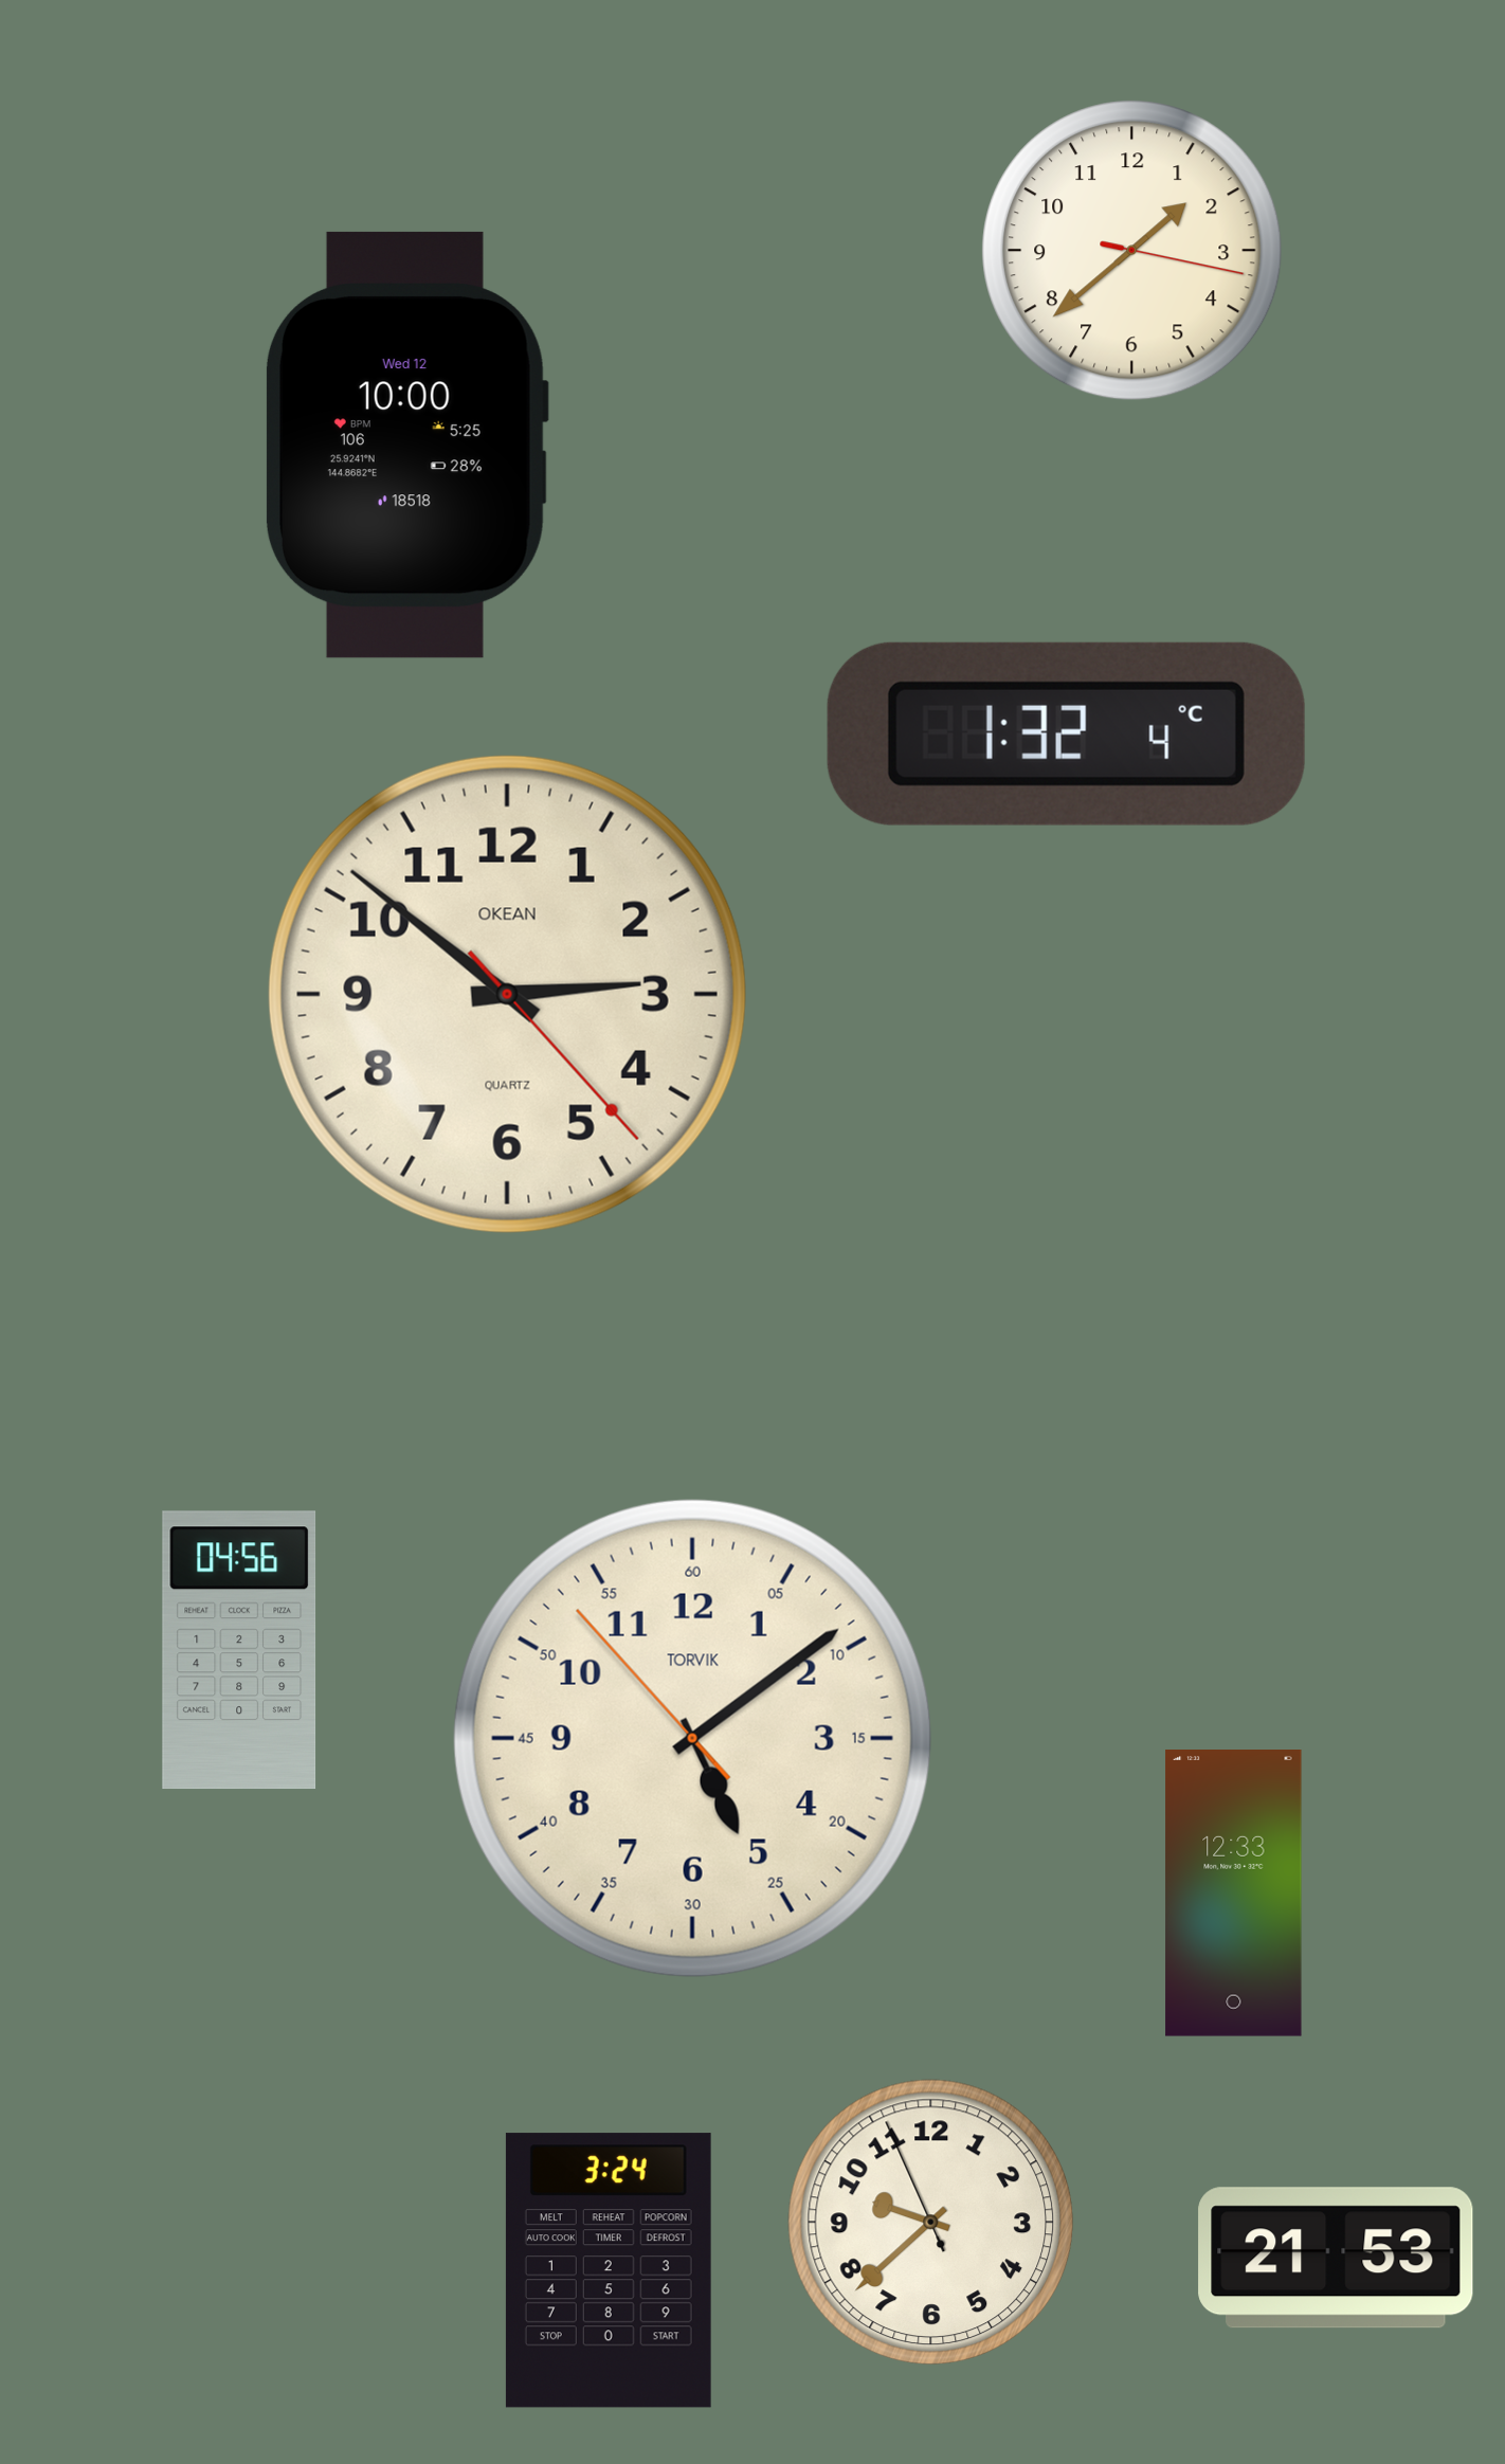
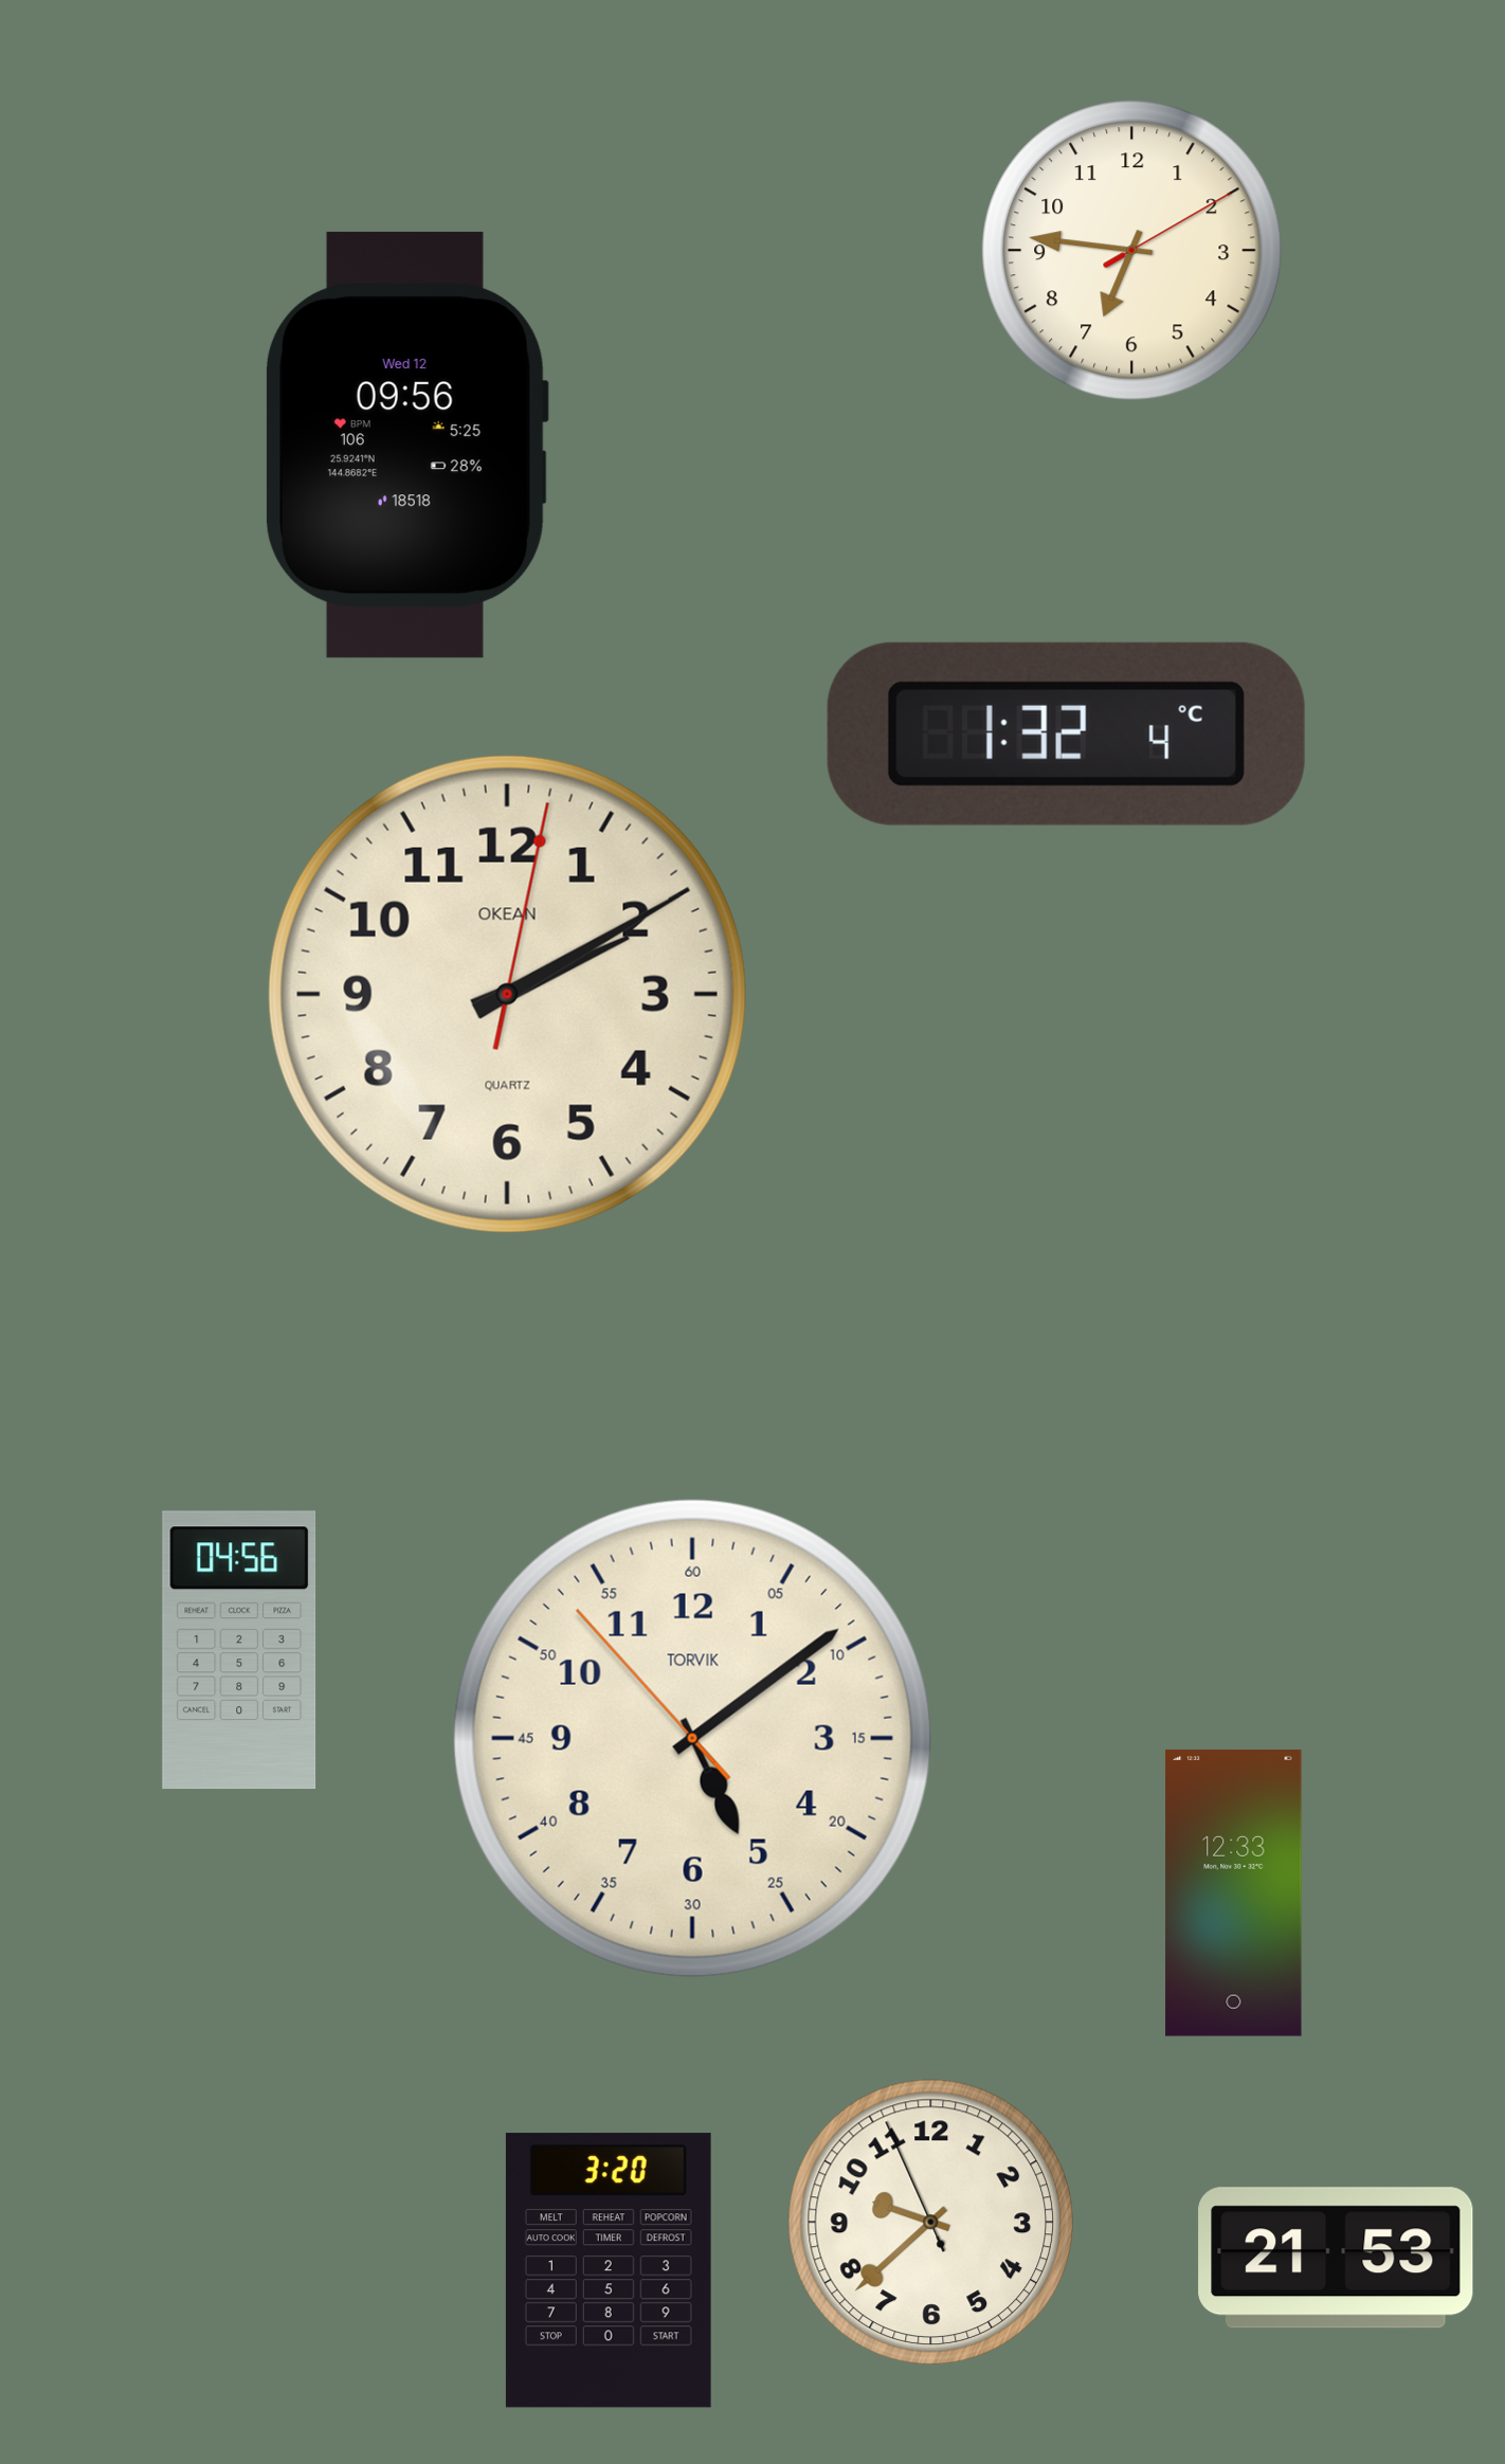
clock at (1132, 251): 1:38 -> 6:46
clock at (406, 445): 10:00 -> 09:56
clock at (507, 994): 2:51 -> 2:10
clock at (609, 2270): 3:24 -> 3:20
